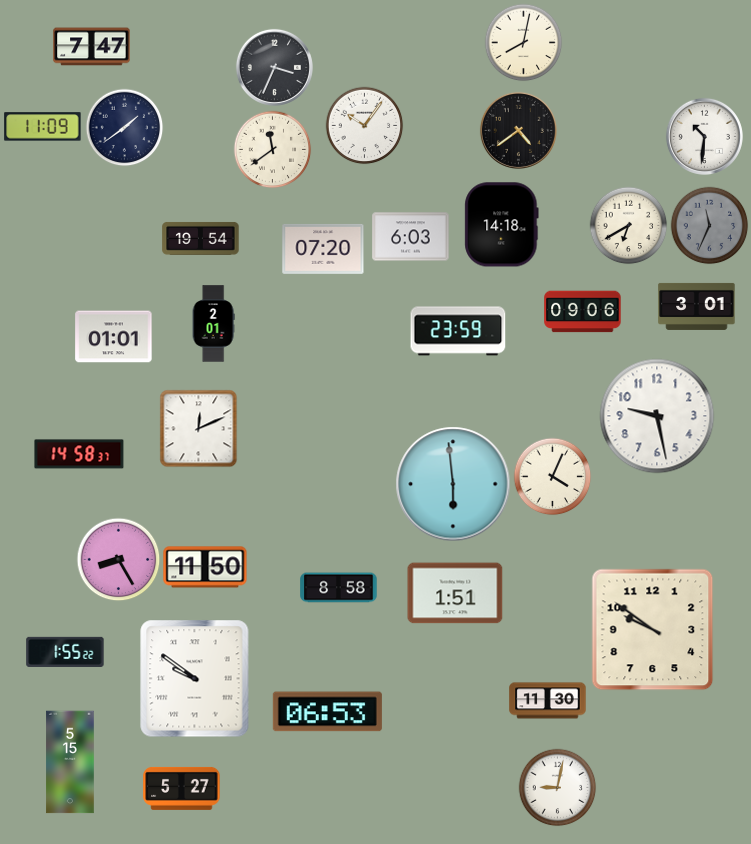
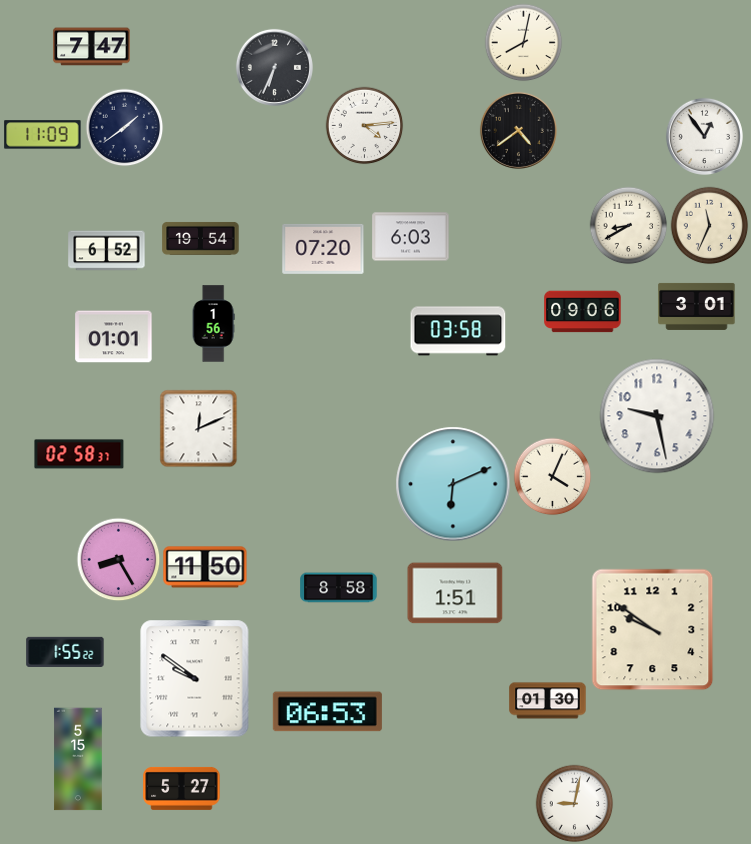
clock at (274, 67): 3:34 -> 6:34
clock at (364, 125): 10:06 -> 4:14
clock at (43, 127) position: (43, 127) -> (43, 135)
clock at (704, 136): 10:31 -> 12:54
clock at (272, 149): 11:39 -> none
clock at (502, 225): 14:18 -> none
clock at (628, 225): 6:40 -> 8:40
clock at (709, 225) dial: grey -> cream
clock at (107, 251): none -> 6:52
clock at (213, 324): 2:01 -> 1:56
clock at (458, 331): 23:59 -> 03:58
clock at (79, 454): 14:58 -> 02:58
clock at (453, 484): 5:59 -> 6:11
clock at (548, 701): 11:30 -> 01:30
clock at (70, 762) position: (70, 762) -> (78, 759)
clock at (557, 787) position: (557, 787) -> (574, 803)
